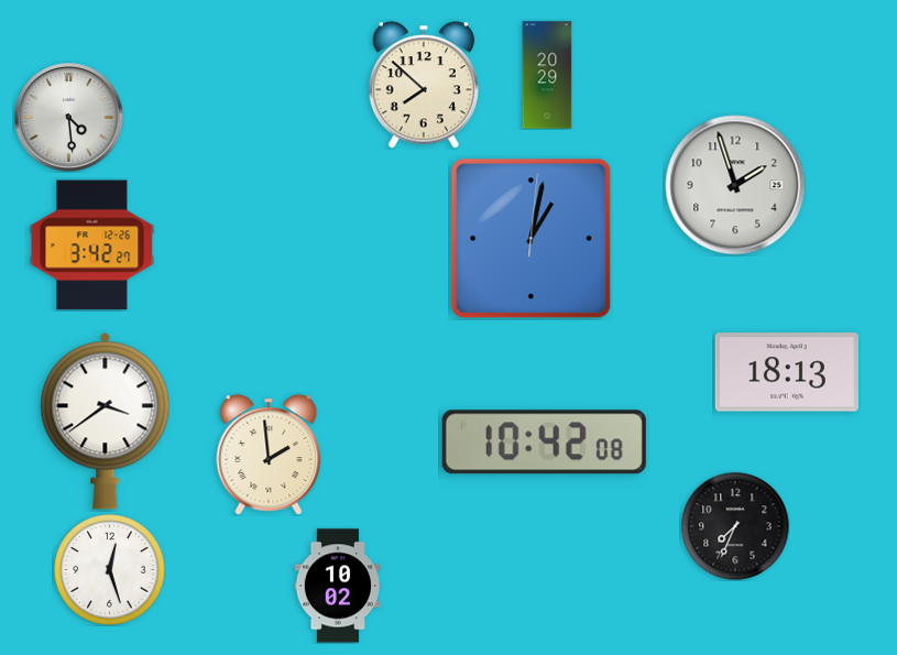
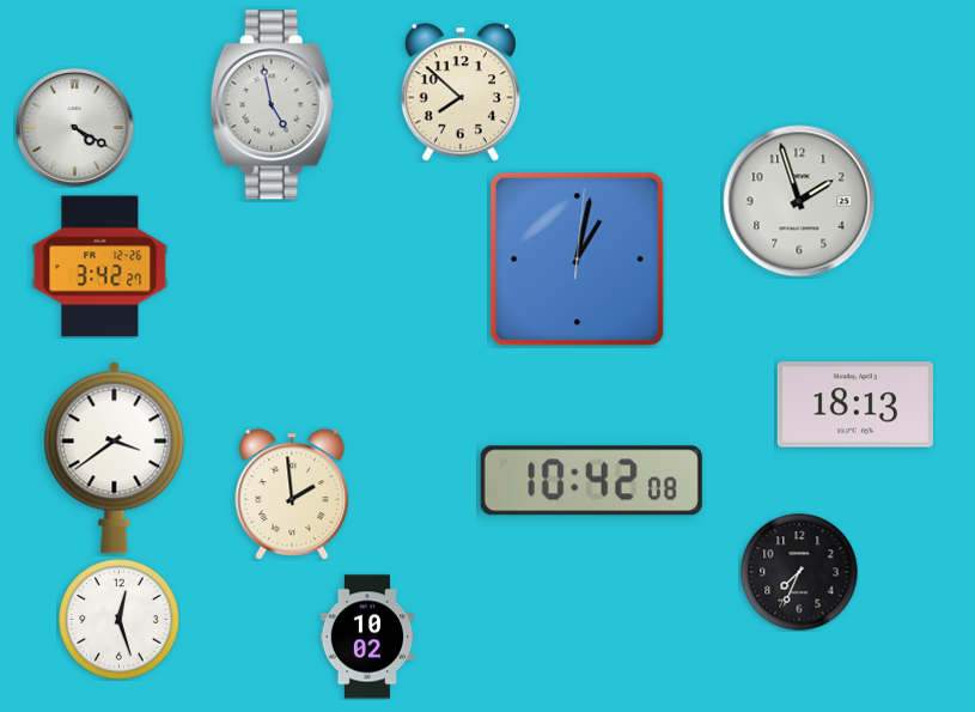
clock at (547, 75): 20:29 -> none
clock at (272, 105): none -> 4:58
clock at (69, 118): 4:29 -> 4:20
